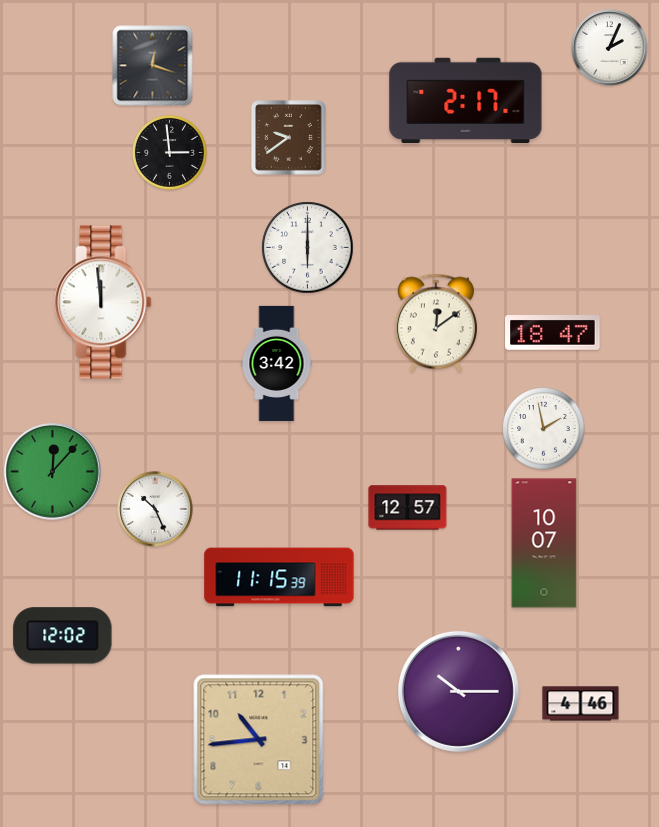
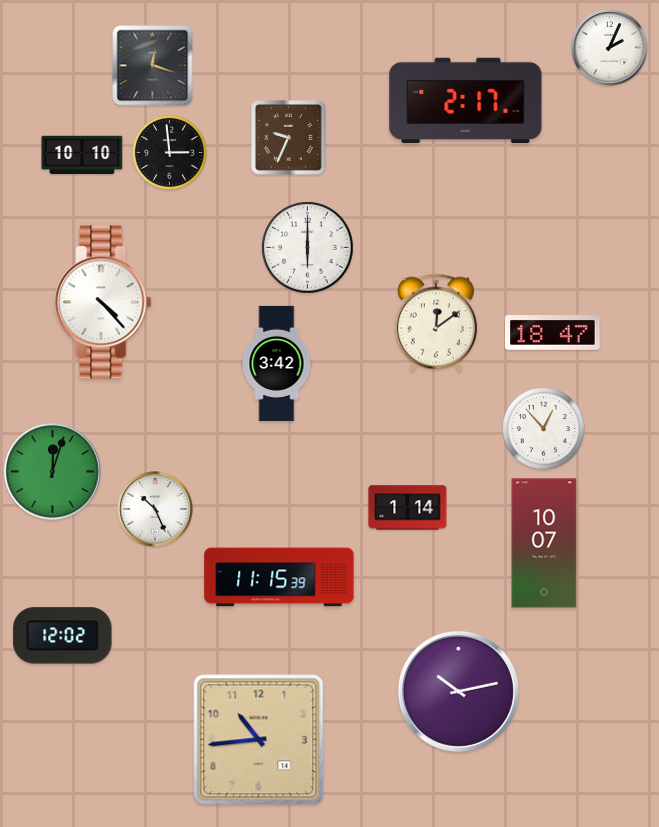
clock at (289, 138): 9:39 -> 9:34
clock at (82, 155): none -> 10:10
clock at (103, 302): 11:59 -> 4:23
clock at (544, 429): 1:58 -> 12:53
clock at (53, 472): 12:07 -> 12:03
clock at (408, 508): 12:57 -> 1:14
clock at (458, 691): 10:15 -> 10:13
clock at (581, 704): 4:46 -> none
